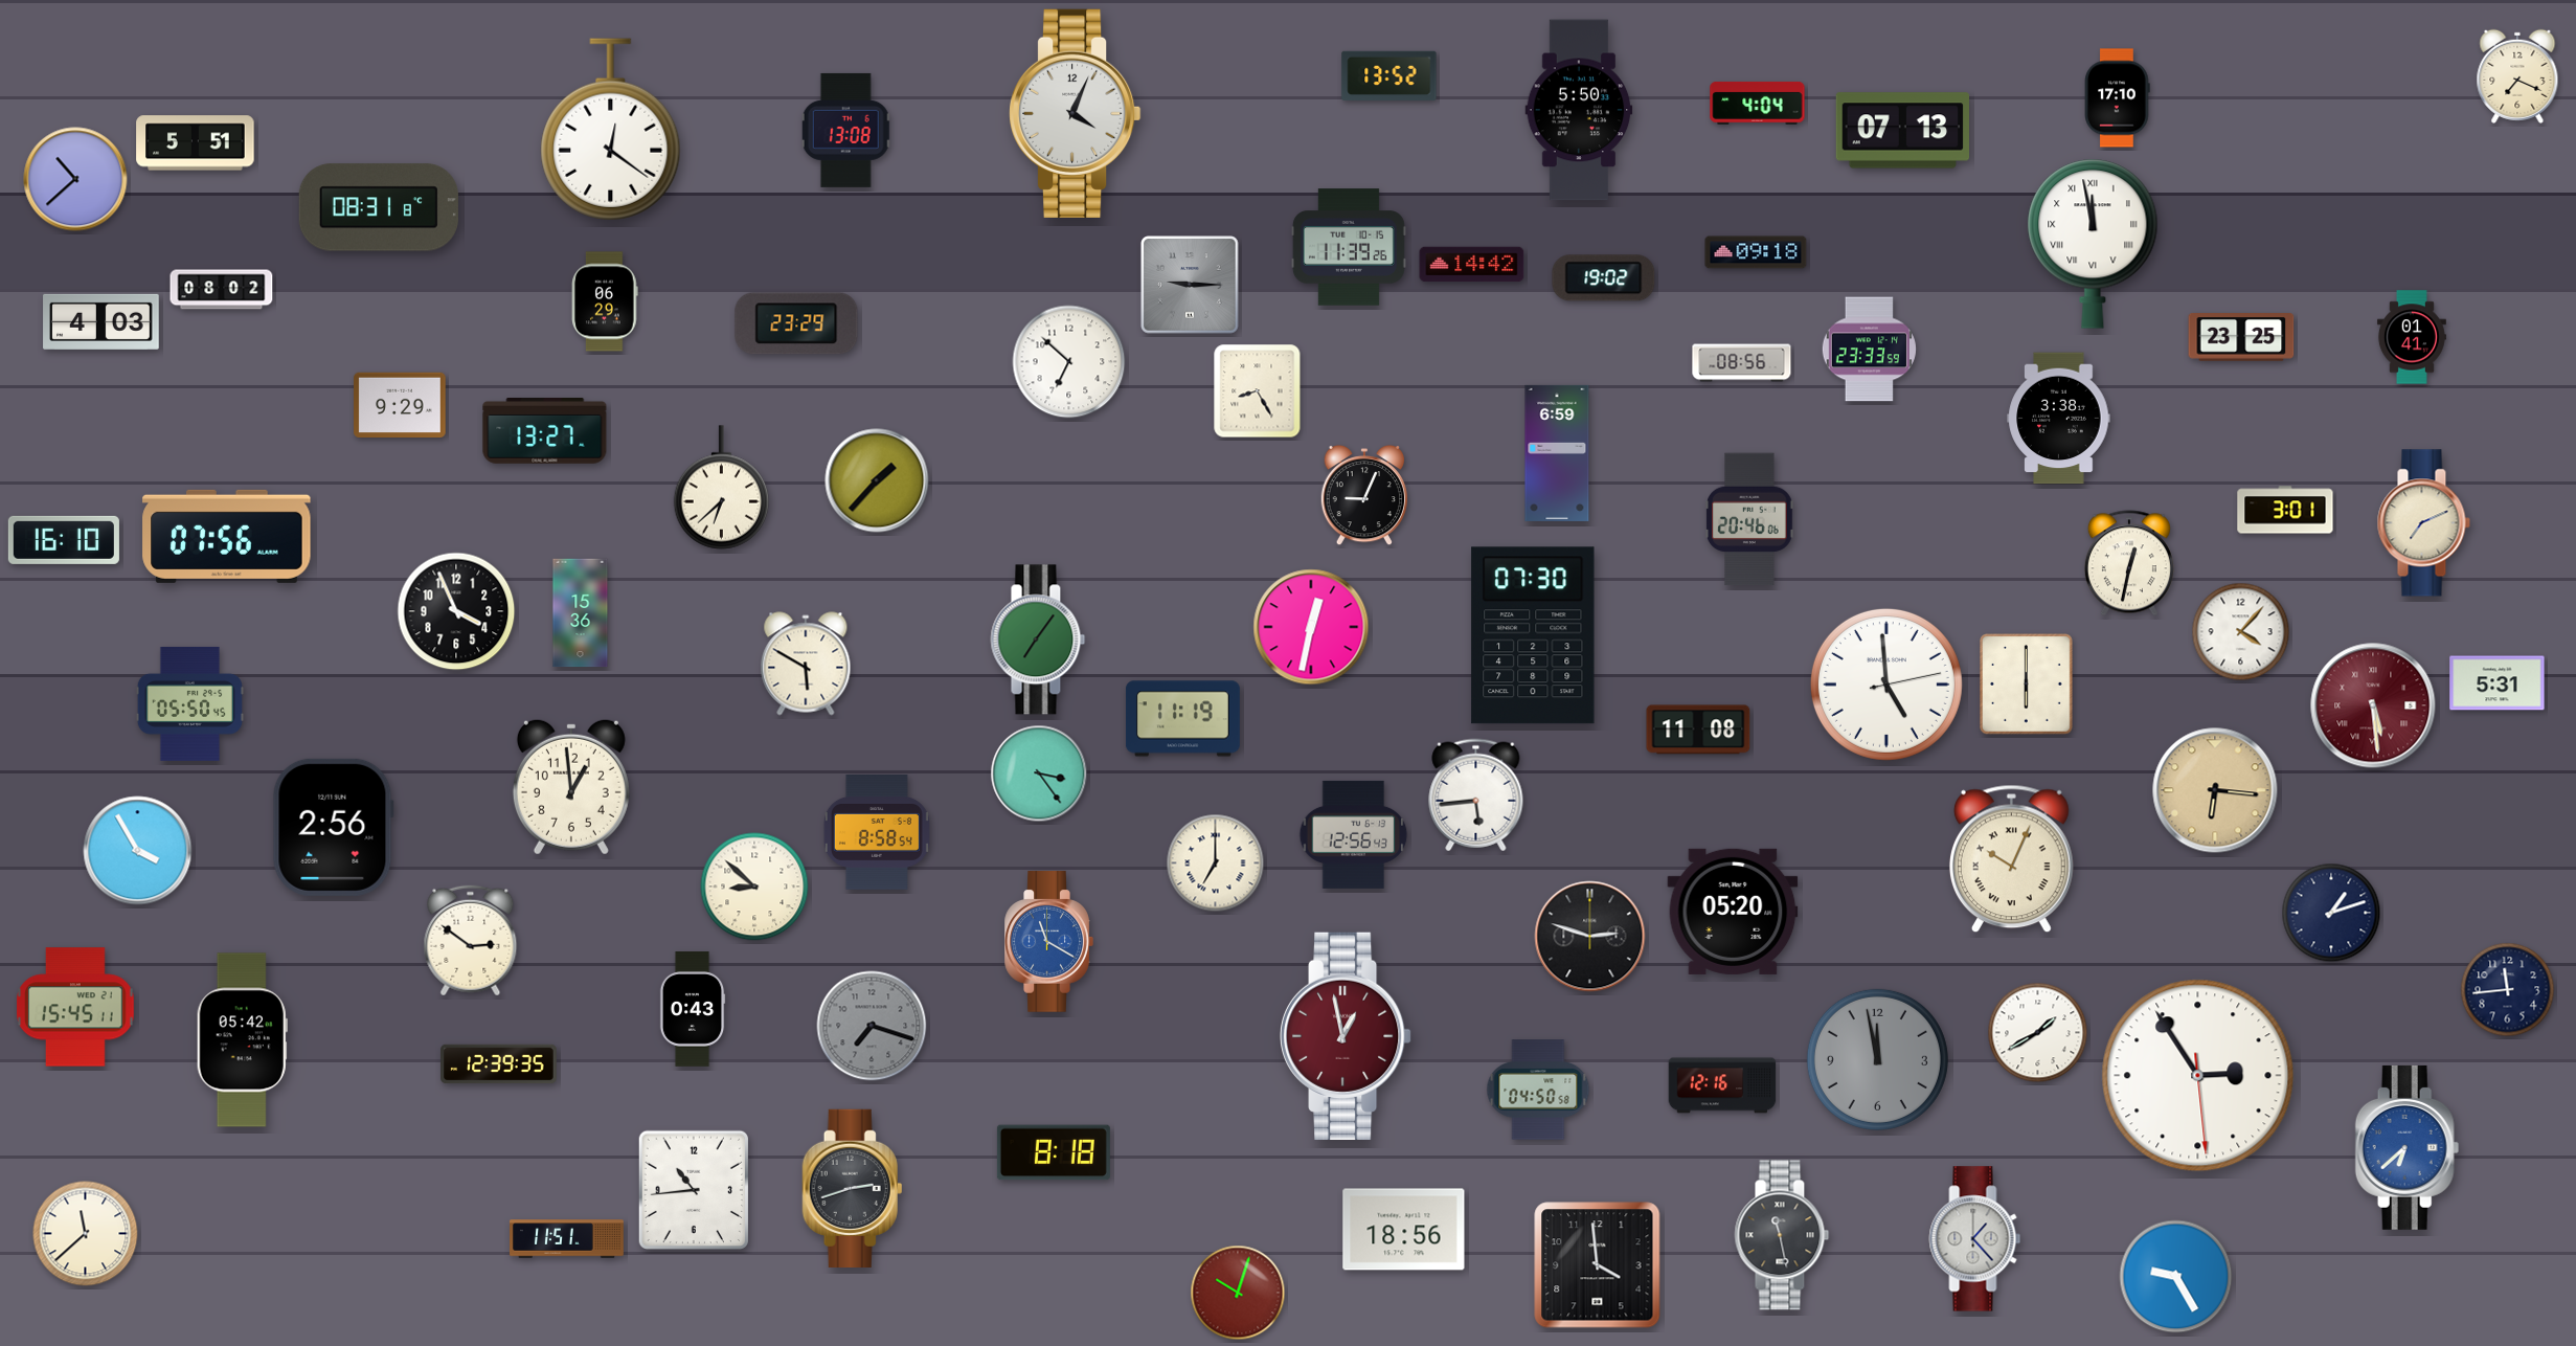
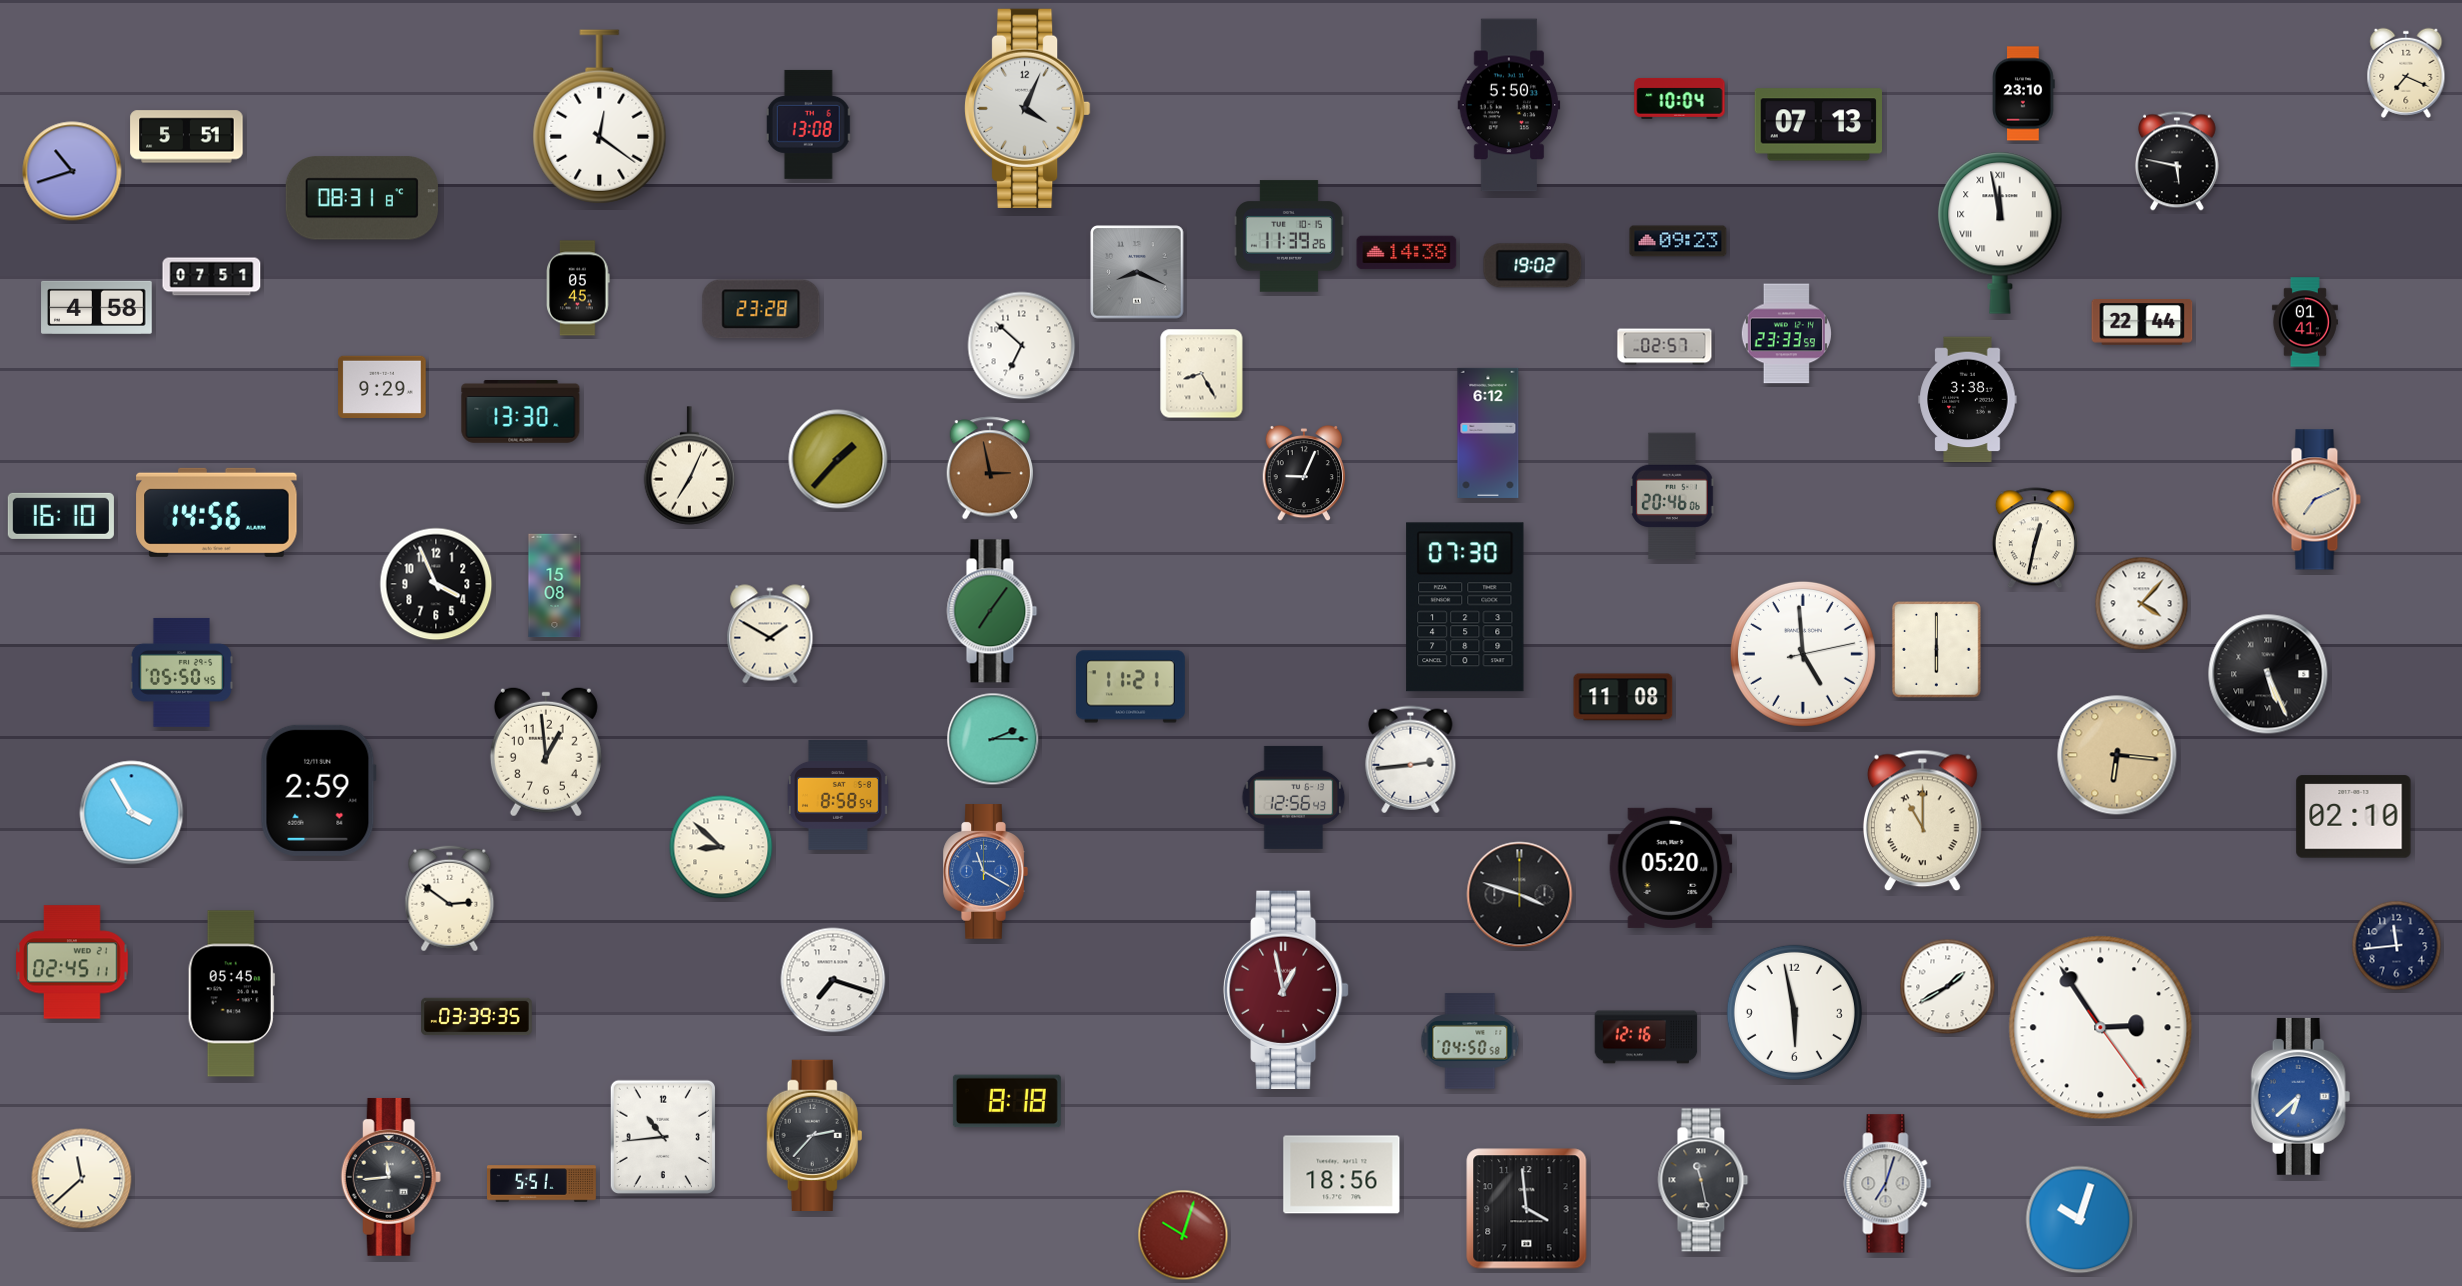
clock at (1389, 75): 13:52 -> none
clock at (2118, 98): 17:10 -> 23:10
clock at (1758, 103): 4:04 -> 10:04
clock at (611, 130) position: (611, 130) -> (600, 117)
clock at (2177, 161): none -> 5:47
clock at (75, 179): 10:38 -> 10:42
clock at (1756, 252): 09:18 -> 09:23
clock at (1472, 265): 14:42 -> 14:38
clock at (1190, 285): 9:15 -> 8:19
clock at (222, 290): 08:02 -> 07:51
clock at (605, 301): 06:29 -> 05:45
clock at (101, 321): 4:03 -> 4:58
clock at (796, 323): 23:29 -> 23:28
clock at (2241, 338): 23:25 -> 22:44
clock at (1742, 363): 08:56 -> 02:57
clock at (545, 431): 13:27 -> 13:30
clock at (1557, 453): 6:59 -> 6:12
clock at (722, 488): 6:38 -> 7:04
clock at (989, 468): none -> 2:58
clock at (2285, 510): 3:01 -> none
clock at (227, 536): 07:56 -> 14:56
clock at (581, 613): 15:36 -> 15:08
clock at (1311, 627): 12:32 -> none
clock at (806, 664): 5:50 -> 1:50
clock at (2498, 683): 5:31 -> none
clock at (2027, 685) position: (2027, 685) -> (1937, 650)
clock at (2373, 705): 5:29 -> 5:26
clock at (2373, 705) dial: burgundy -> black
clock at (1182, 719): 11:19 -> 11:21
clock at (1039, 773): 3:24 -> 2:15
clock at (1476, 795): 5:44 -> 2:44
clock at (333, 827): 2:56 -> 2:59
clock at (2354, 817): none -> 02:10
clock at (2011, 859): 10:04 -> 11:00
clock at (1216, 863): 7:00 -> none
clock at (1733, 912) position: (1733, 912) -> (1670, 868)
clock at (2331, 913): 1:12 -> none
clock at (1590, 937): 2:48 -> 3:48
clock at (1048, 942) position: (1048, 942) -> (985, 872)
clock at (75, 1007): 15:45 -> 02:45
clock at (693, 1009): 0:43 -> none
clock at (872, 1026) dial: grey -> white
clock at (242, 1040): 05:42 -> 05:45
clock at (1877, 1059): 11:58 -> 5:58
clock at (1877, 1059) dial: grey -> white
clock at (499, 1064): 12:39 -> 03:39
clock at (2198, 1076): 2:54:29 -> 2:54:24
clock at (853, 1188): 2:42 -> 2:37
clock at (391, 1177): none -> 11:44
clock at (567, 1239): 11:51 -> 5:51
clock at (1975, 1239): 1:23 -> 7:03
clock at (2176, 1277): 9:25 -> 10:03
